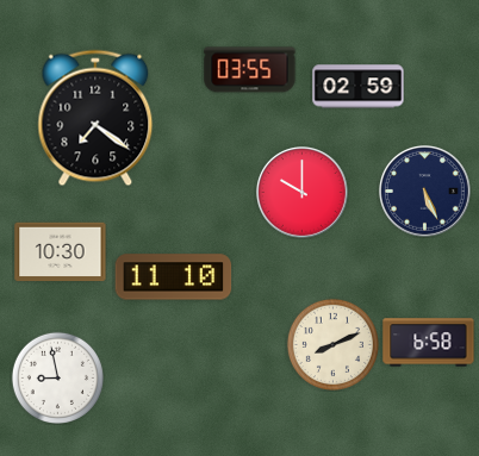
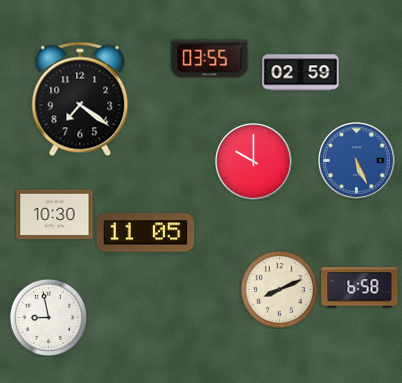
clock at (425, 192) dial: navy -> blue
clock at (61, 252) position: (61, 252) -> (55, 215)
clock at (174, 277): 11:10 -> 11:05
